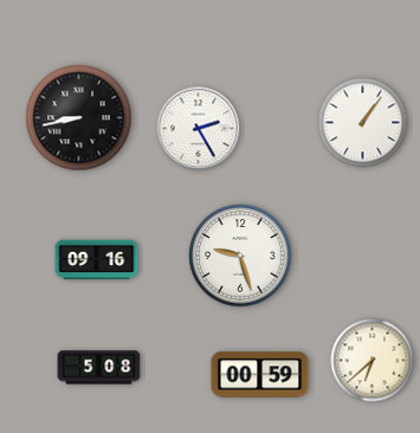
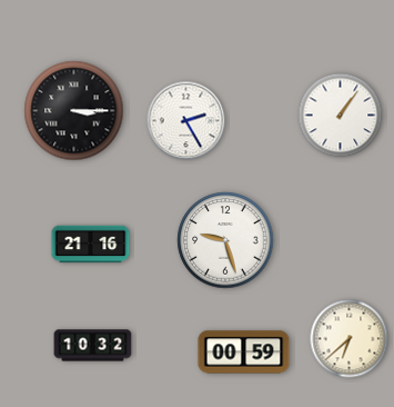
clock at (79, 118): 8:43 -> 3:15
clock at (97, 260): 09:16 -> 21:16
clock at (99, 368): 5:08 -> 10:32
